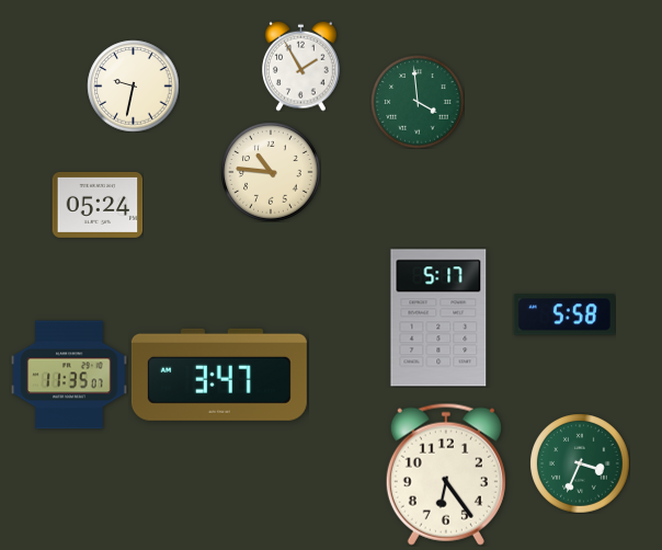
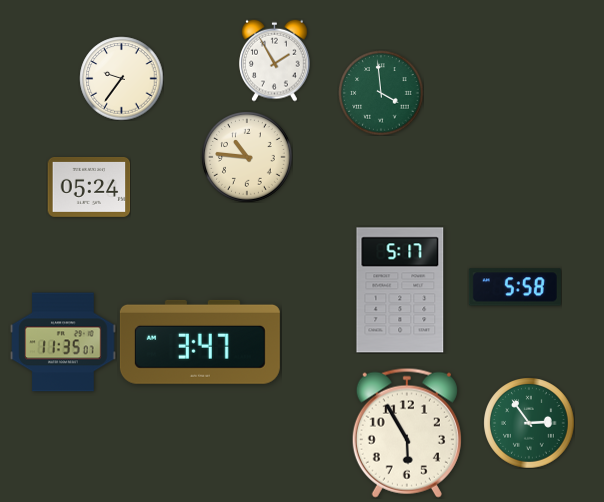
clock at (133, 85): 9:32 -> 9:36
clock at (580, 463): 3:34 -> 2:54
clock at (446, 474): 6:24 -> 5:55
